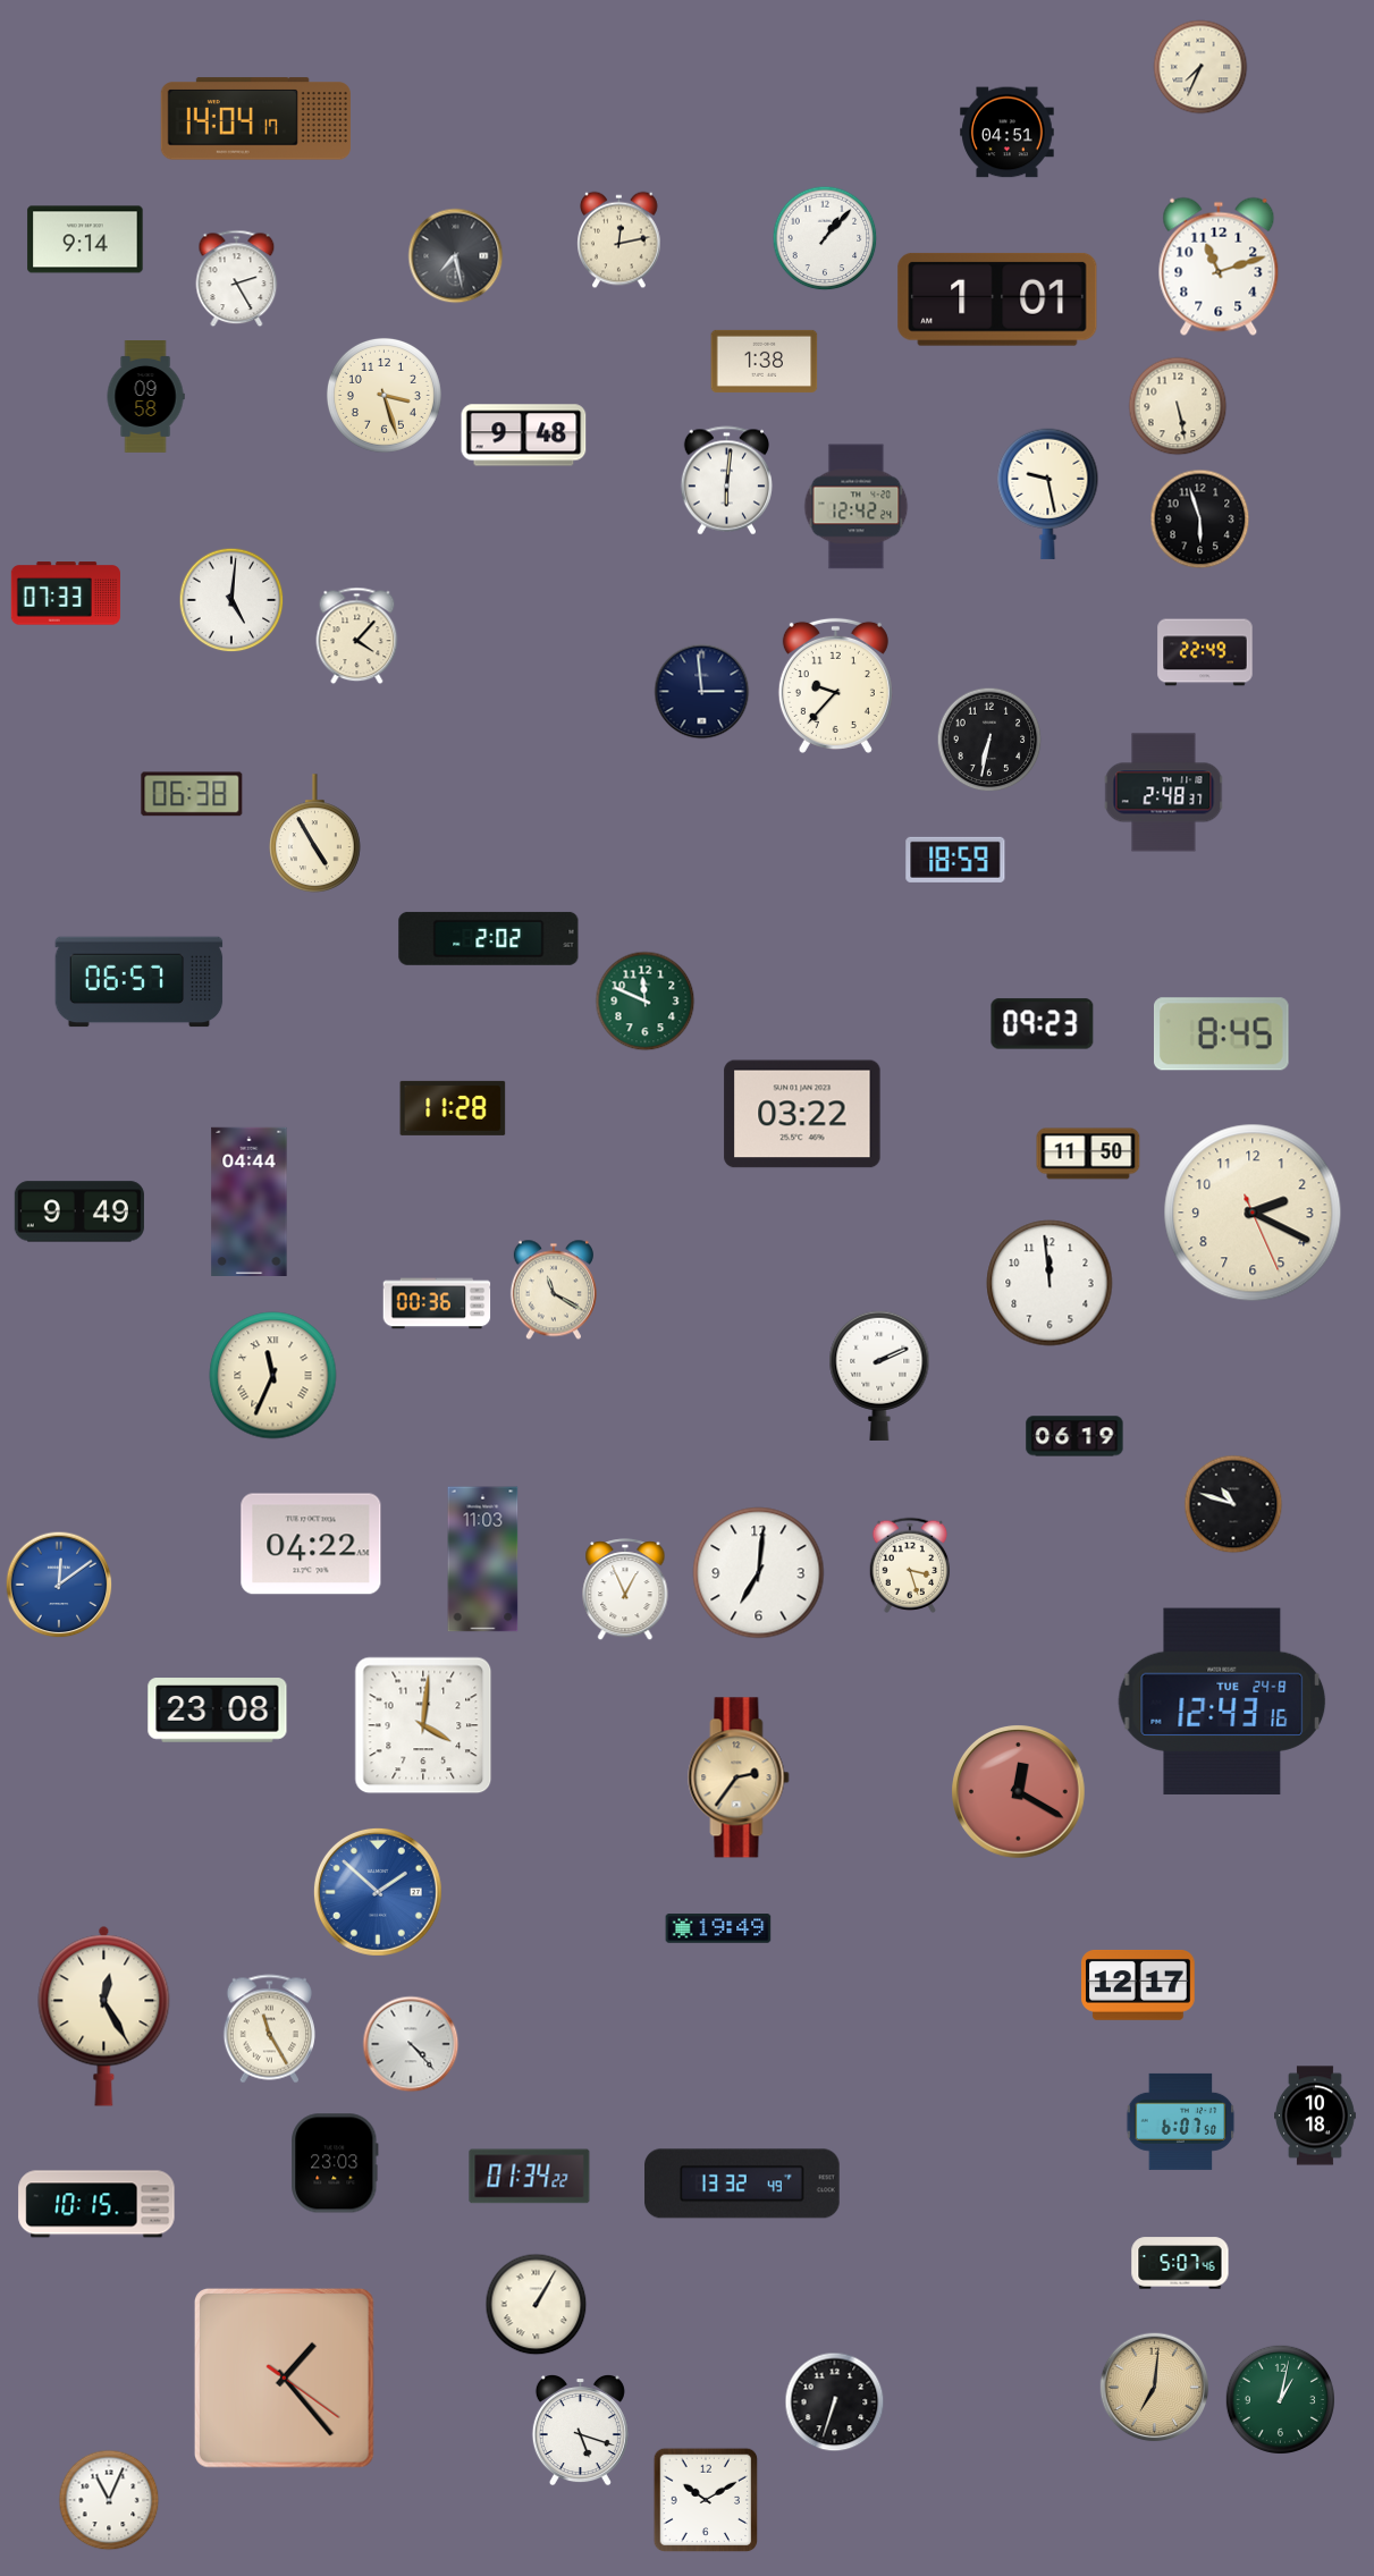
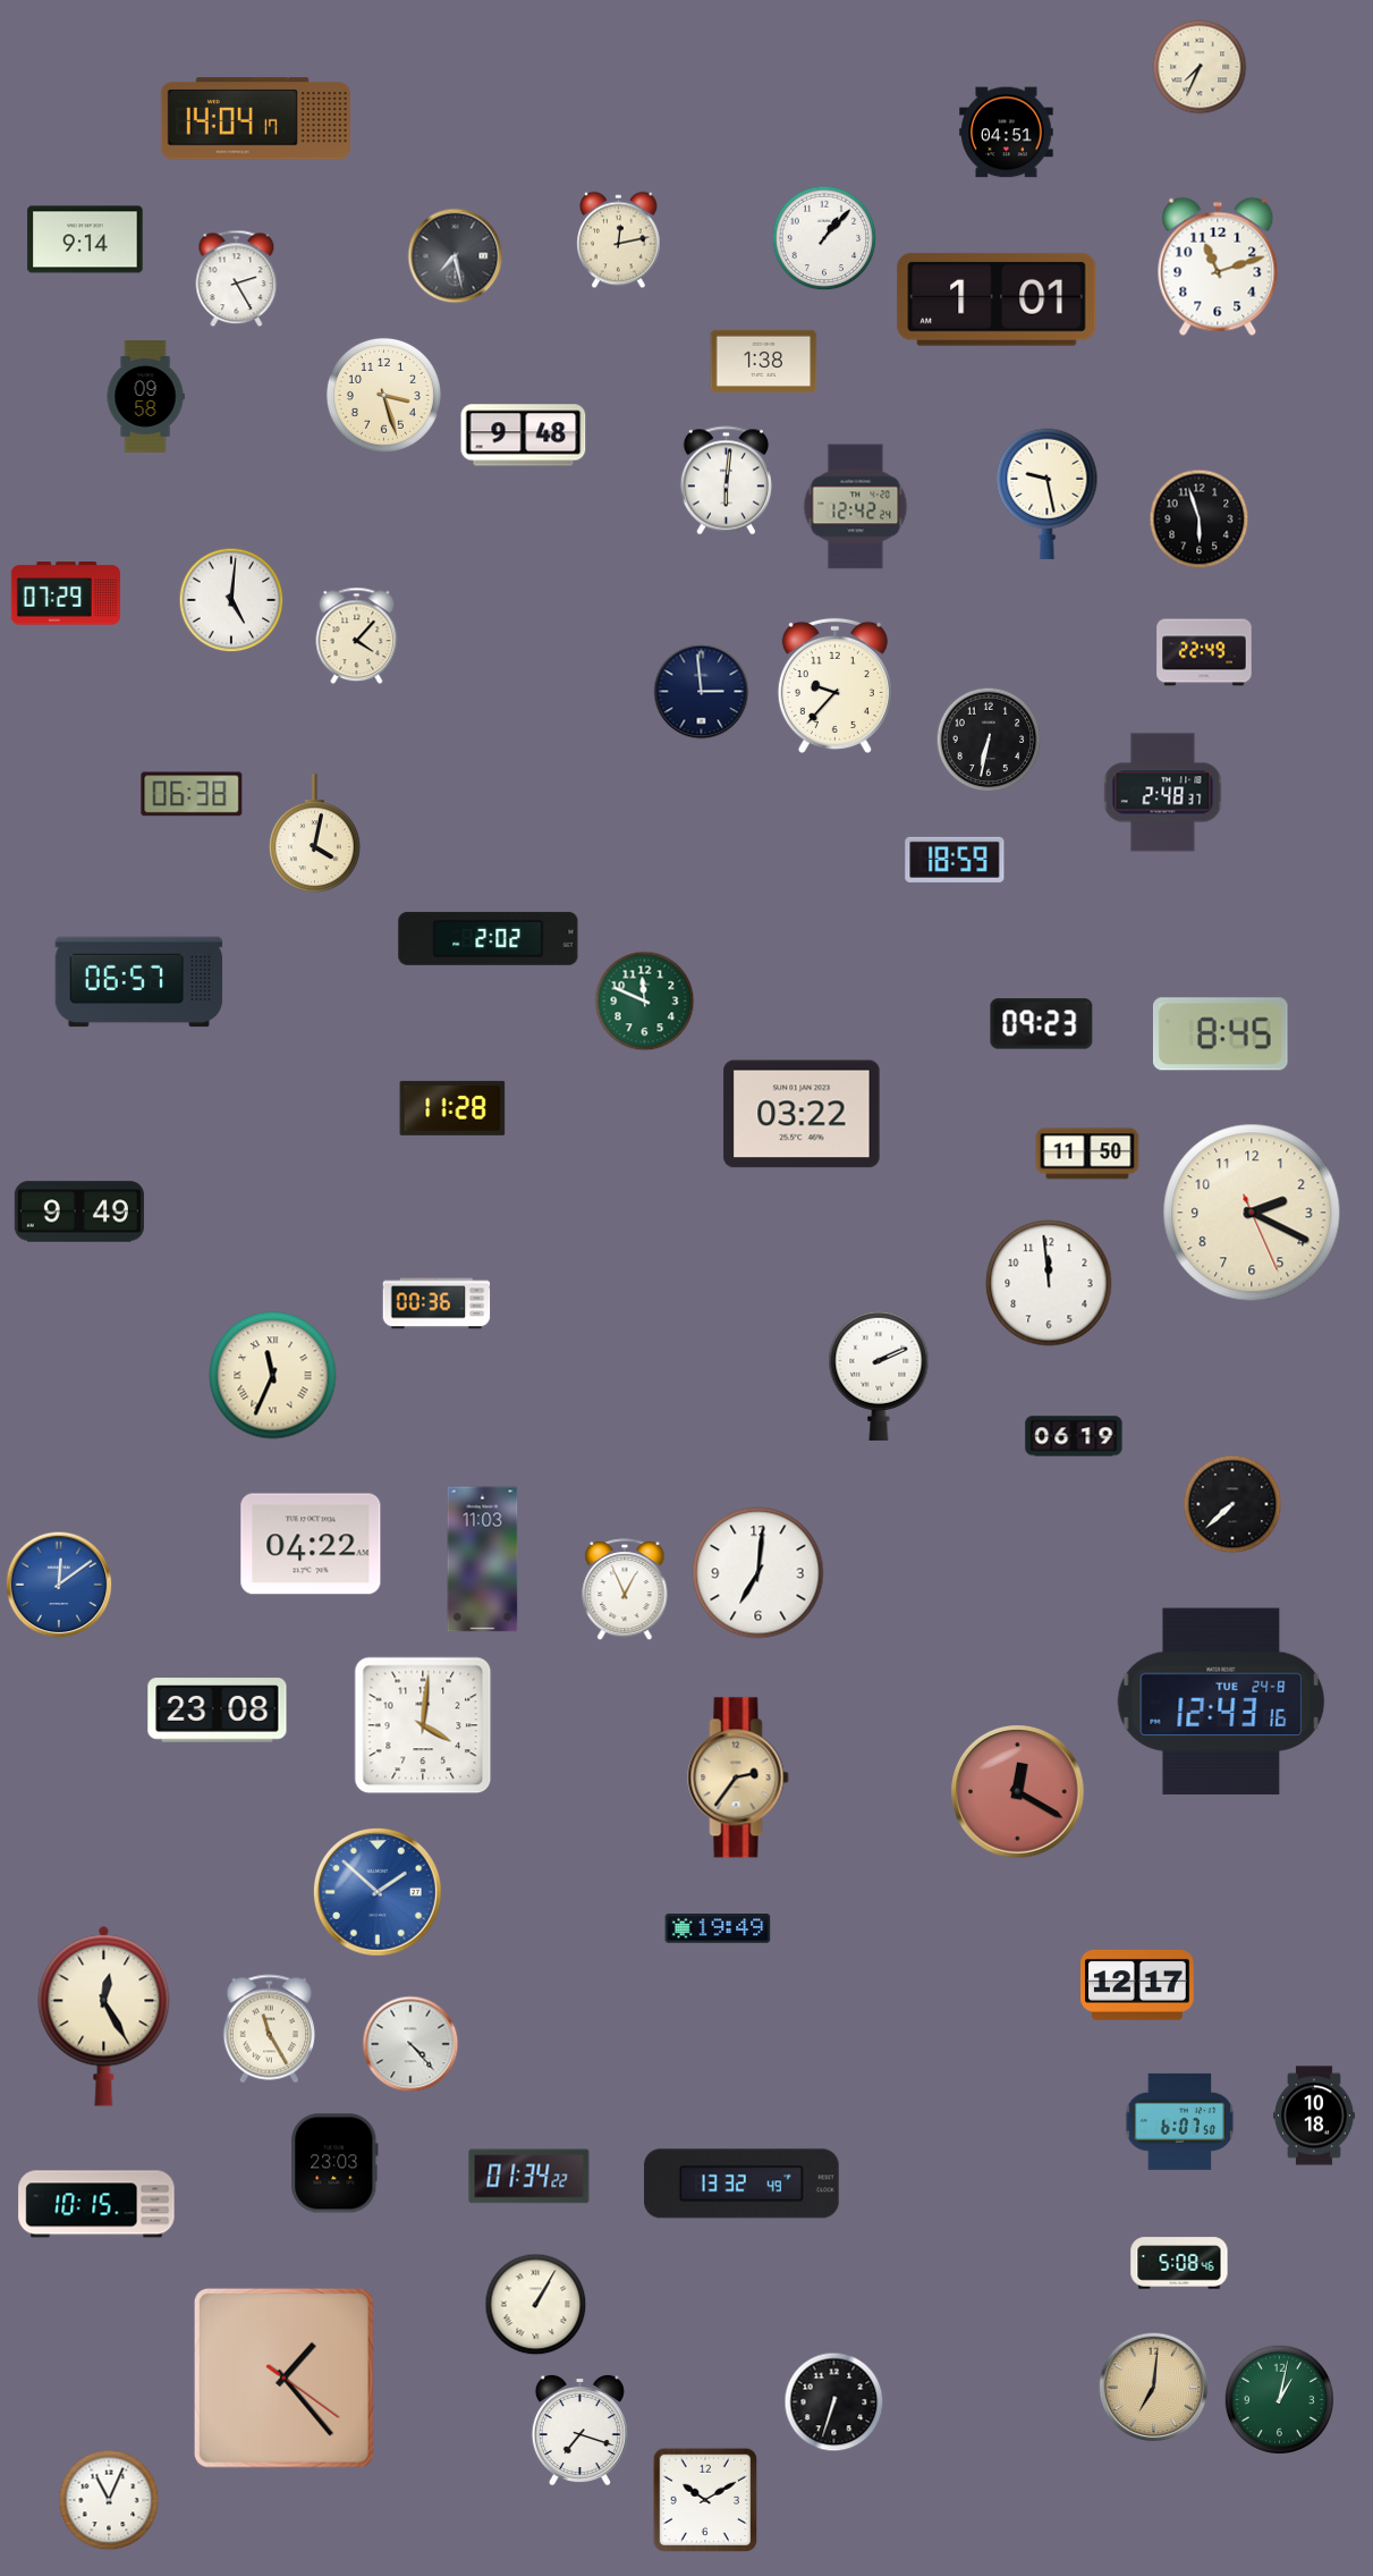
clock at (1178, 406): 5:28 -> none
clock at (66, 593): 07:33 -> 07:29
clock at (315, 833): 4:55 -> 4:02
clock at (250, 1201): 04:44 -> none
clock at (554, 1290): 11:20 -> none
clock at (1233, 1504): 10:48 -> 7:38
clock at (910, 1564): 3:27 -> none
clock at (1180, 2263): 5:07 -> 5:08
clock at (580, 2431): 5:18 -> 7:18
